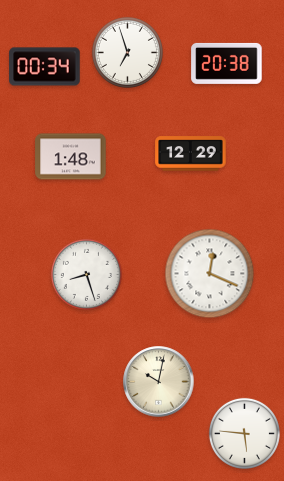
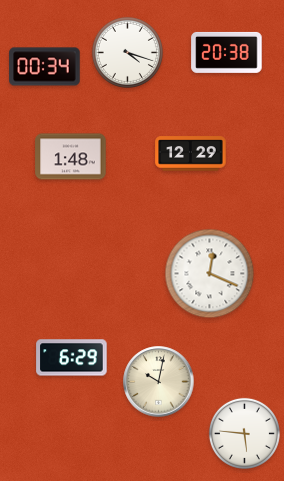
clock at (127, 52): 6:57 -> 4:18
clock at (227, 63) position: (227, 63) -> (227, 52)
clock at (86, 274): 8:27 -> none
clock at (72, 358): none -> 6:29
